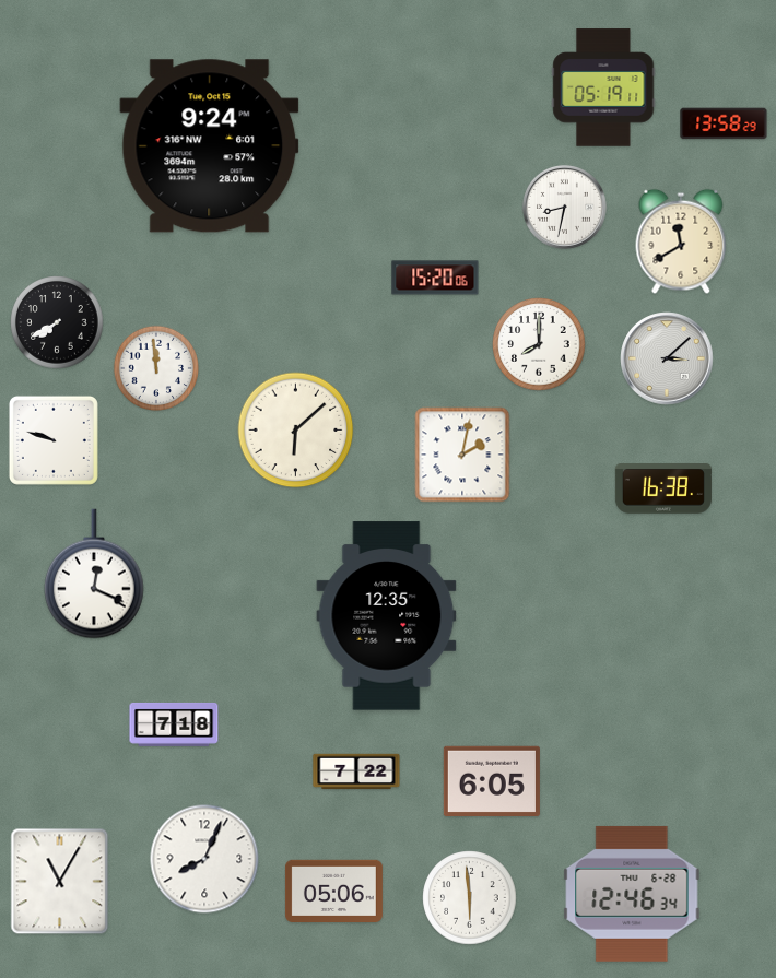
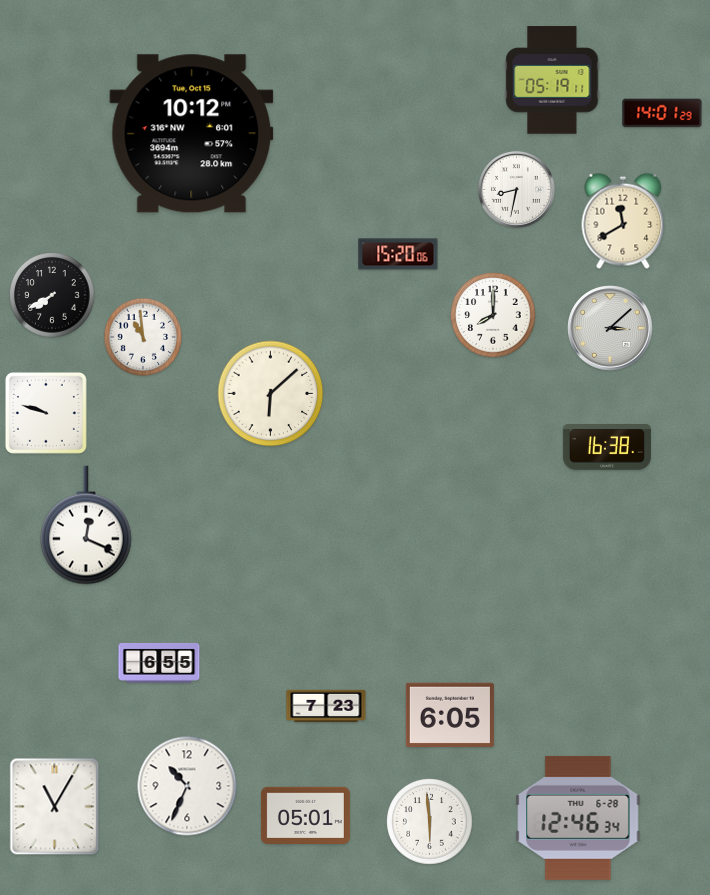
clock at (724, 123): 13:58 -> 14:01
clock at (210, 146): 9:24 -> 10:12
clock at (156, 368): 11:59 -> 10:59
clock at (54, 440) position: (54, 440) -> (46, 413)
clock at (462, 455): 2:02 -> none
clock at (387, 616): 12:35 -> none
clock at (174, 724): 7:18 -> 6:55
clock at (356, 771): 7:22 -> 7:23
clock at (204, 859): 8:04 -> 10:34
clock at (333, 891): 05:06 -> 05:01
